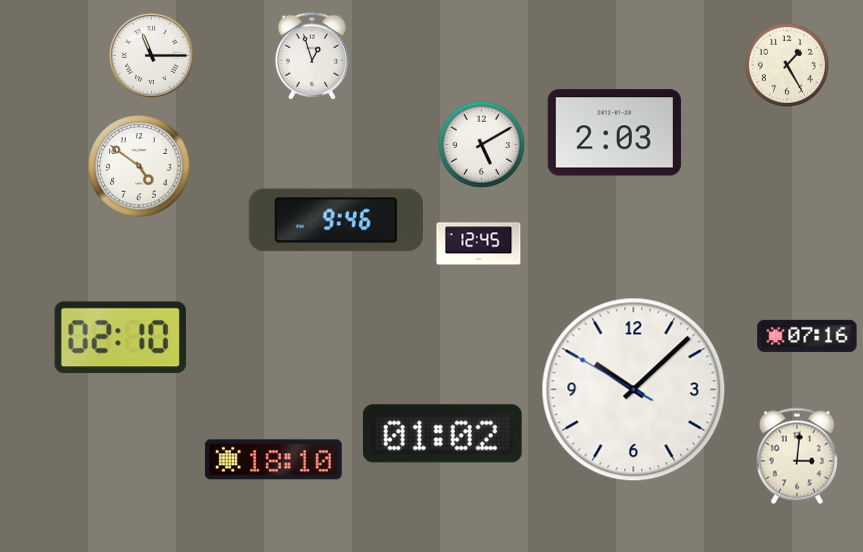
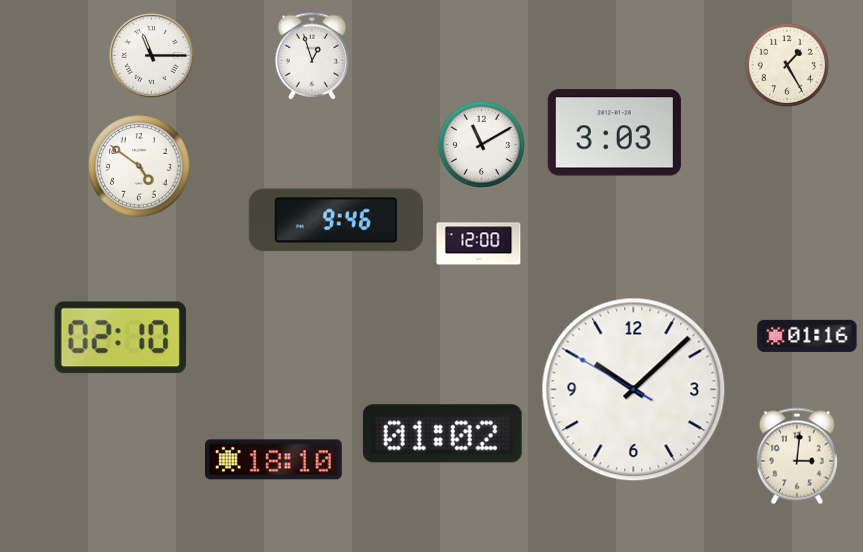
clock at (614, 133): 2:03 -> 3:03
clock at (481, 144): 5:10 -> 11:10
clock at (479, 244): 12:45 -> 12:00
clock at (807, 336): 07:16 -> 01:16
